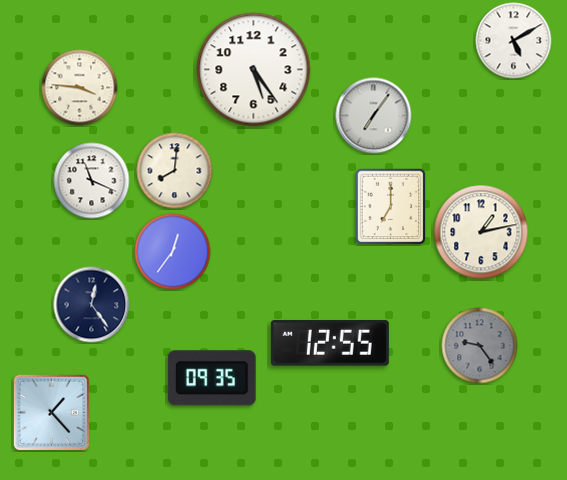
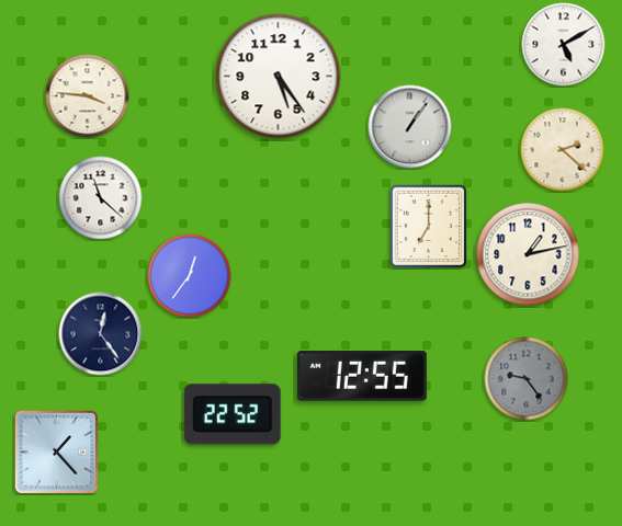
clock at (374, 116): 7:06 -> 1:06
clock at (563, 150): none -> 2:22
clock at (175, 171): 8:01 -> none
clock at (92, 181): 11:19 -> 11:22
clock at (212, 378): 09:35 -> 22:52
